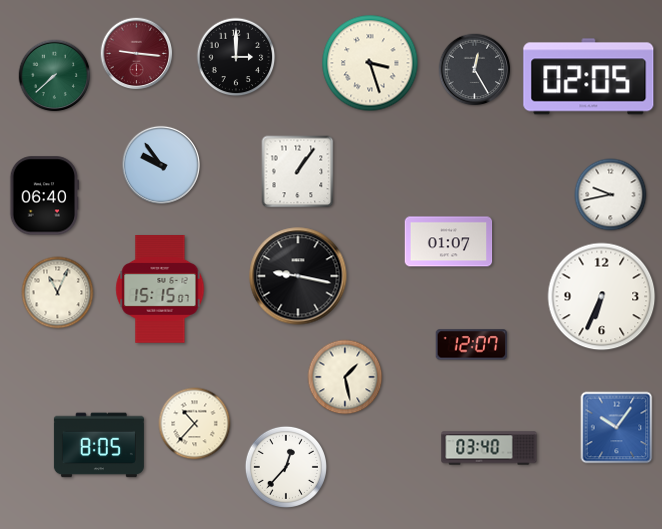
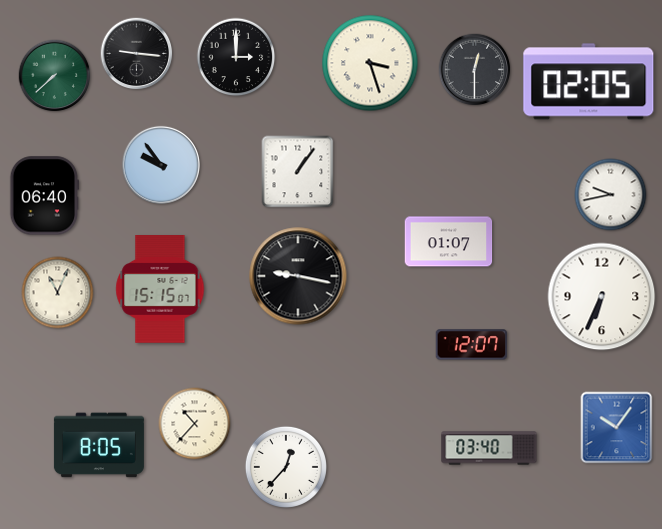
clock at (137, 54) dial: burgundy -> black
clock at (475, 70): 12:25 -> 12:30
clock at (589, 77) position: (589, 77) -> (589, 82)
clock at (345, 377): 1:28 -> none
